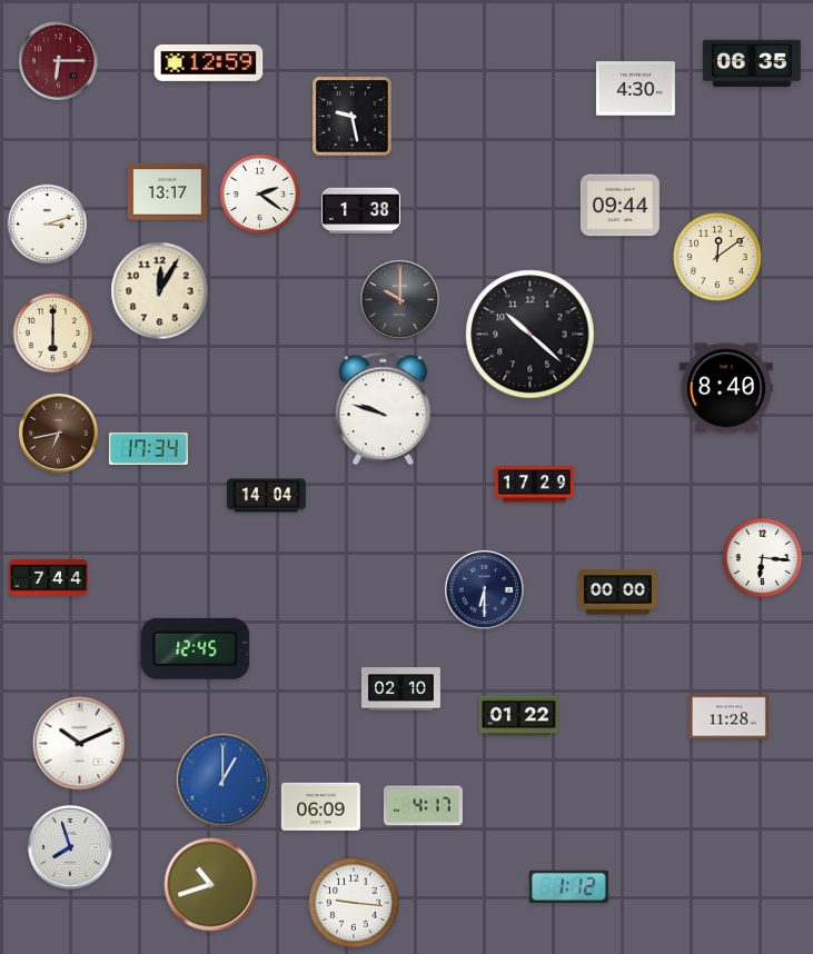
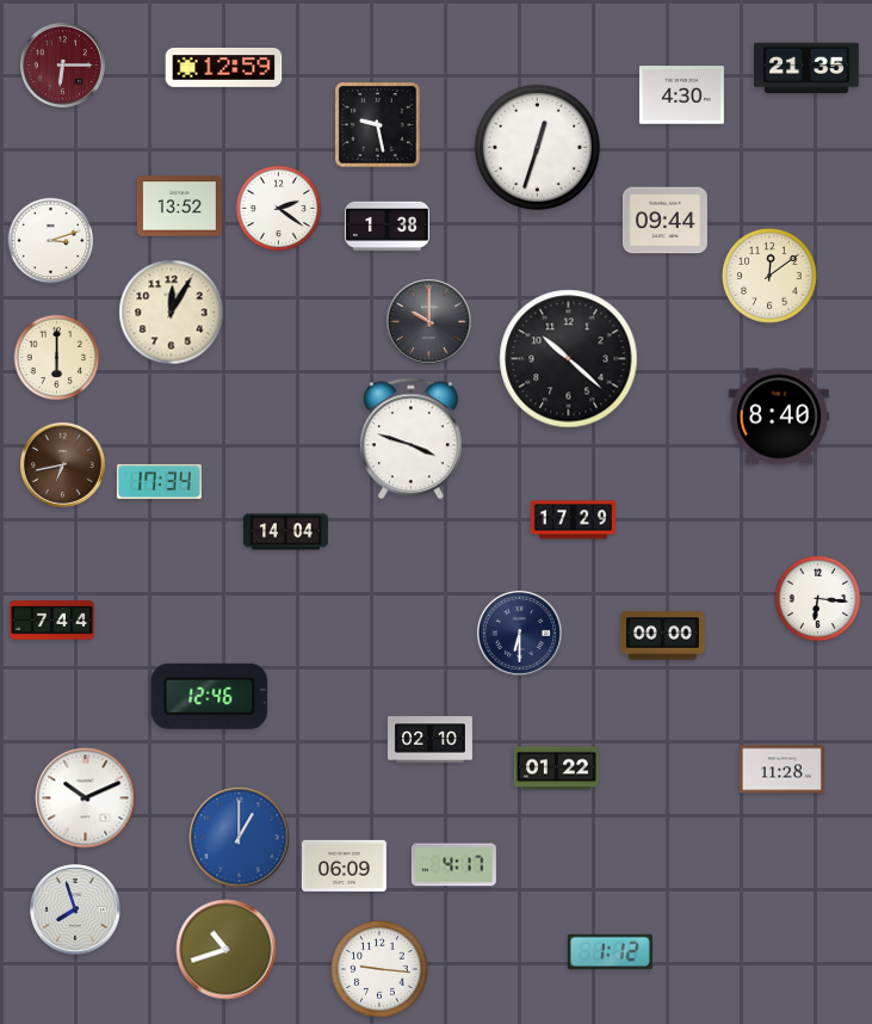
clock at (752, 63): 06:35 -> 21:35
clock at (537, 147): none -> 12:33
clock at (167, 192): 13:17 -> 13:52
clock at (383, 409): 9:48 -> 3:48
clock at (196, 648): 12:45 -> 12:46
